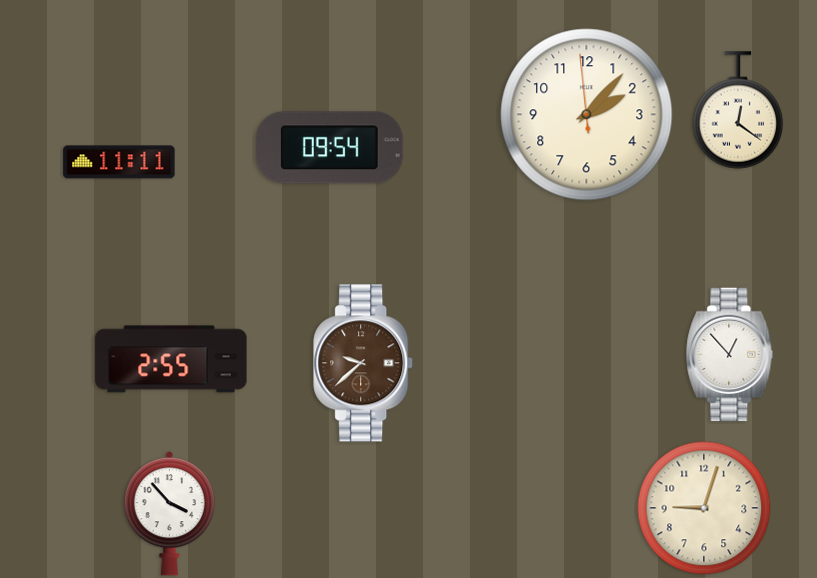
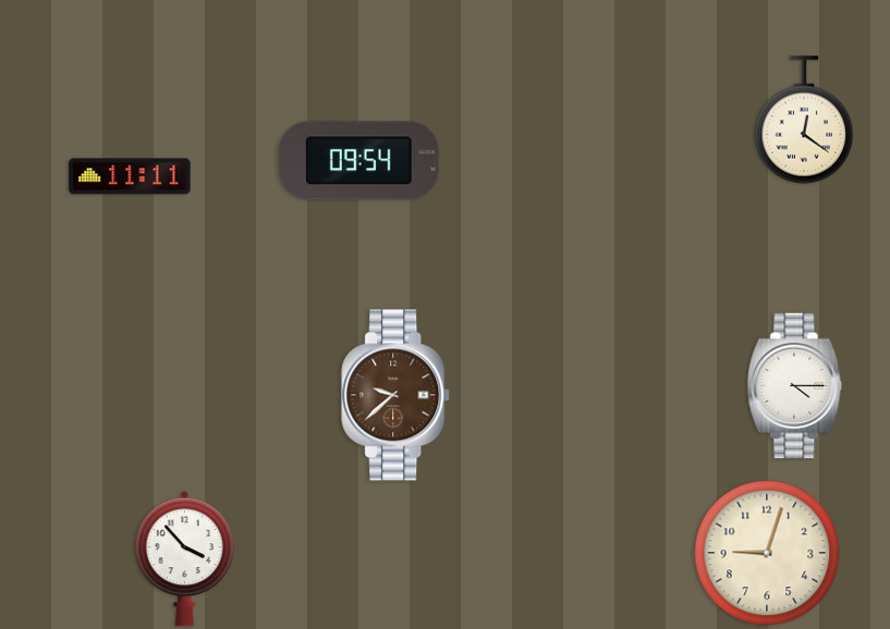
clock at (587, 115): 2:06 -> none
clock at (730, 355): 12:53 -> 4:15
clock at (171, 359): 2:55 -> none
